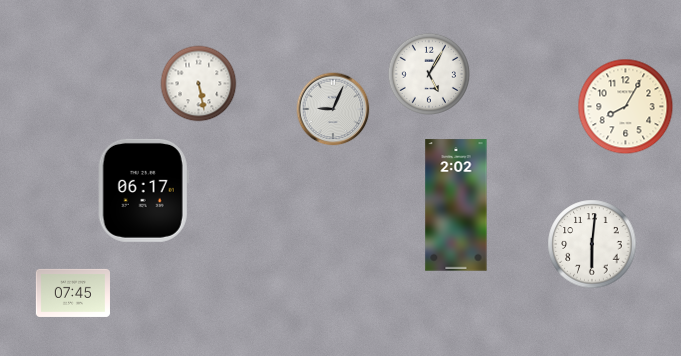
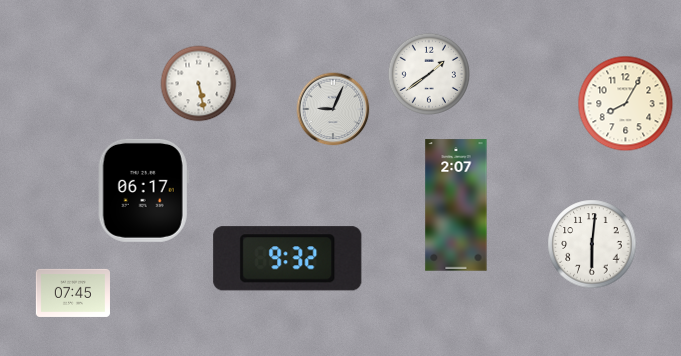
clock at (429, 74): 5:05 -> 1:39
clock at (626, 107) position: (626, 107) -> (626, 104)
clock at (456, 205): 2:02 -> 2:07
clock at (288, 259): none -> 9:32
